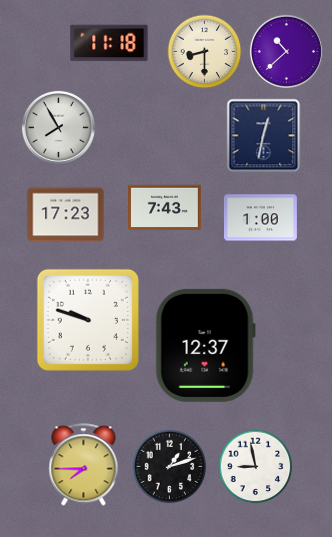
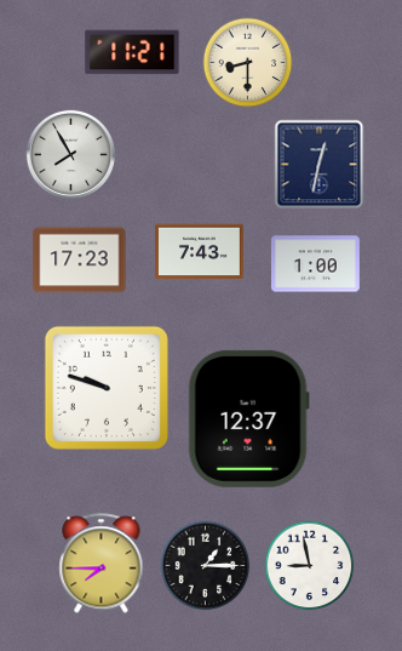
clock at (109, 43): 11:18 -> 11:21
clock at (286, 51): 10:38 -> none
clock at (170, 467): 1:12 -> 1:15
